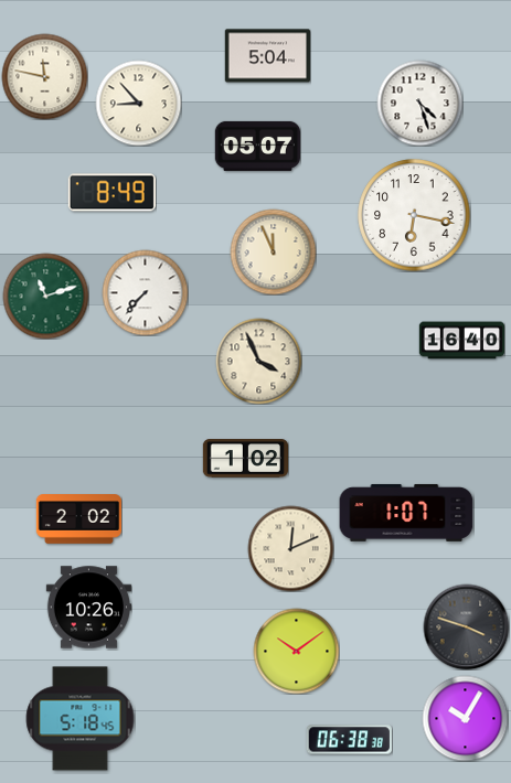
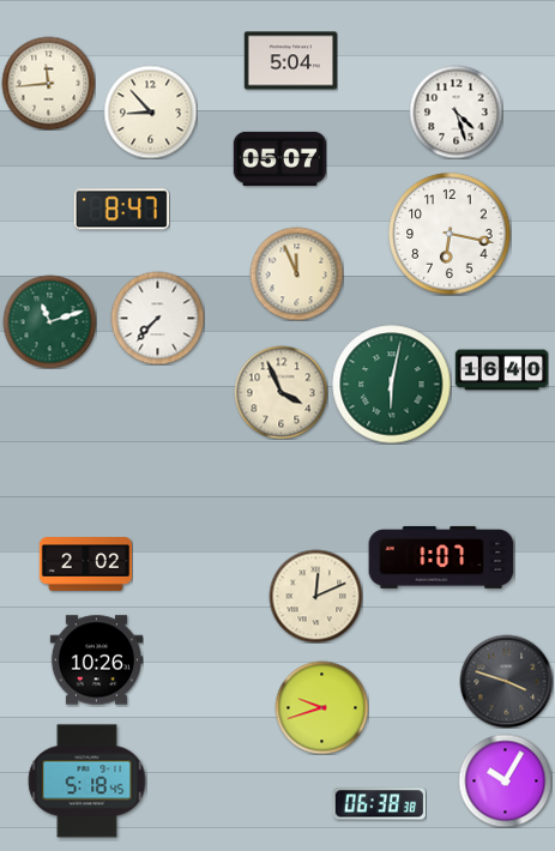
clock at (44, 76): 11:47 -> 11:44
clock at (111, 193): 8:49 -> 8:47
clock at (392, 385): none -> 6:02
clock at (245, 459): 1:02 -> none
clock at (296, 651): 10:09 -> 9:42
